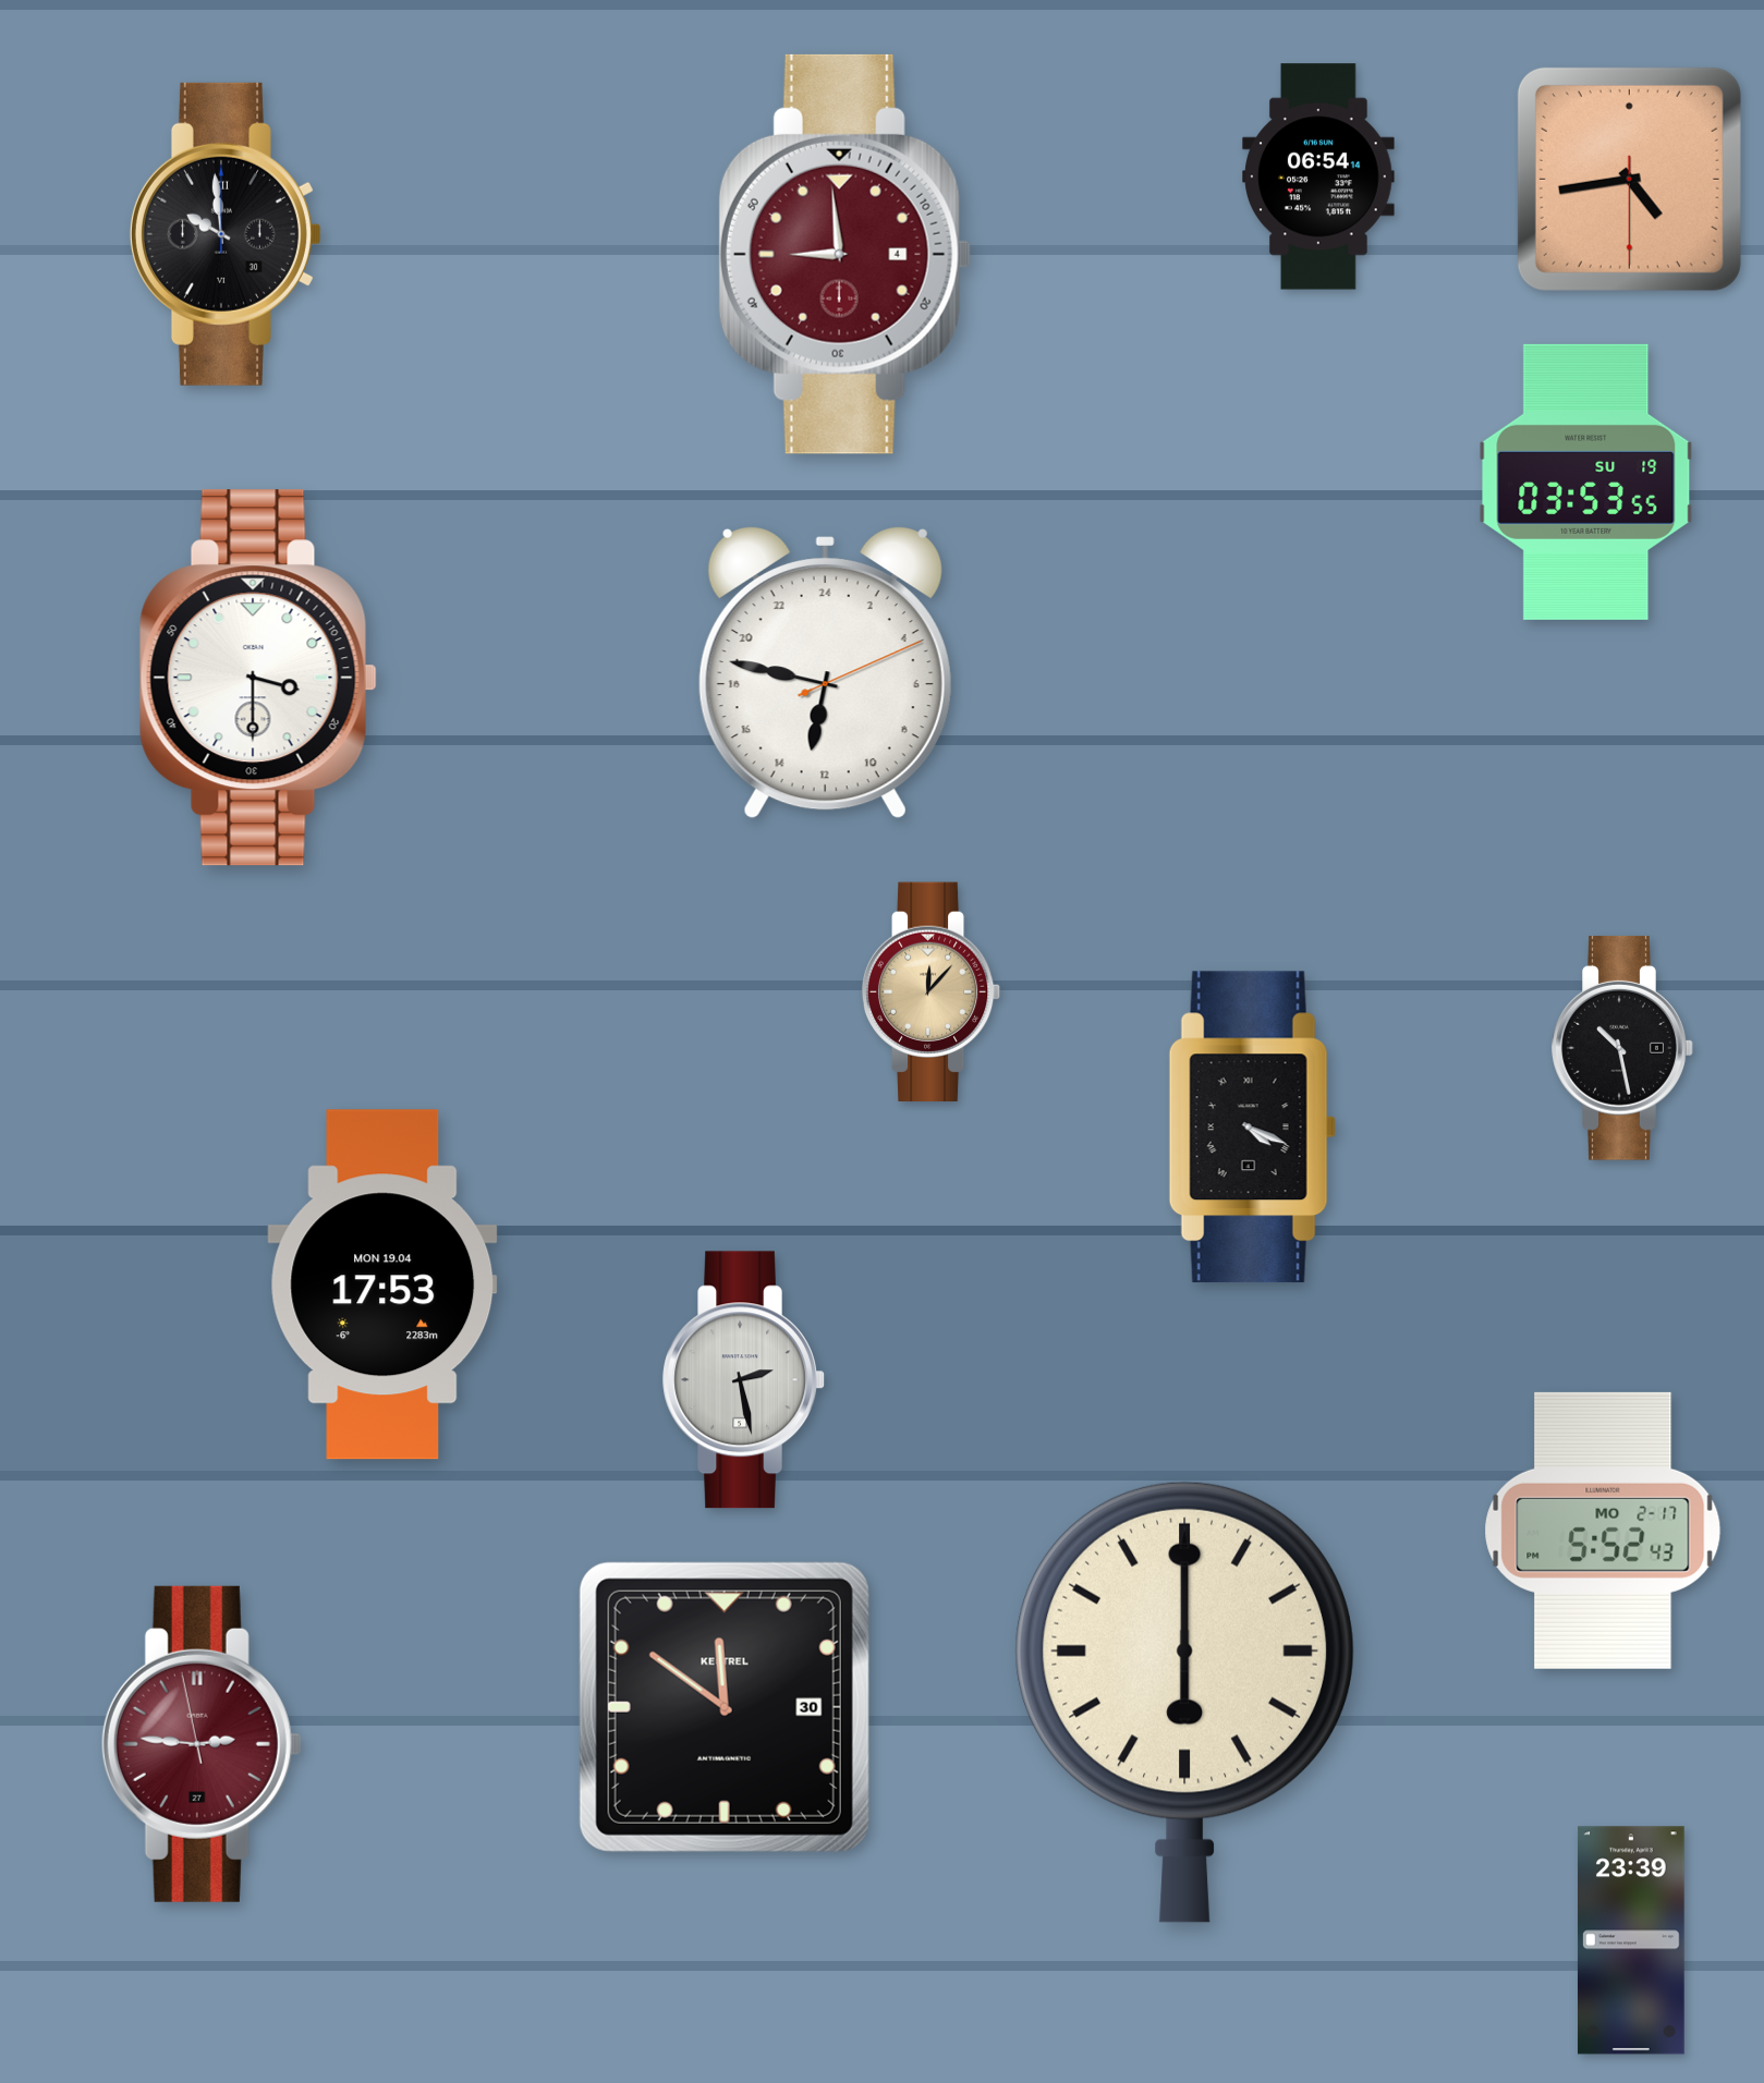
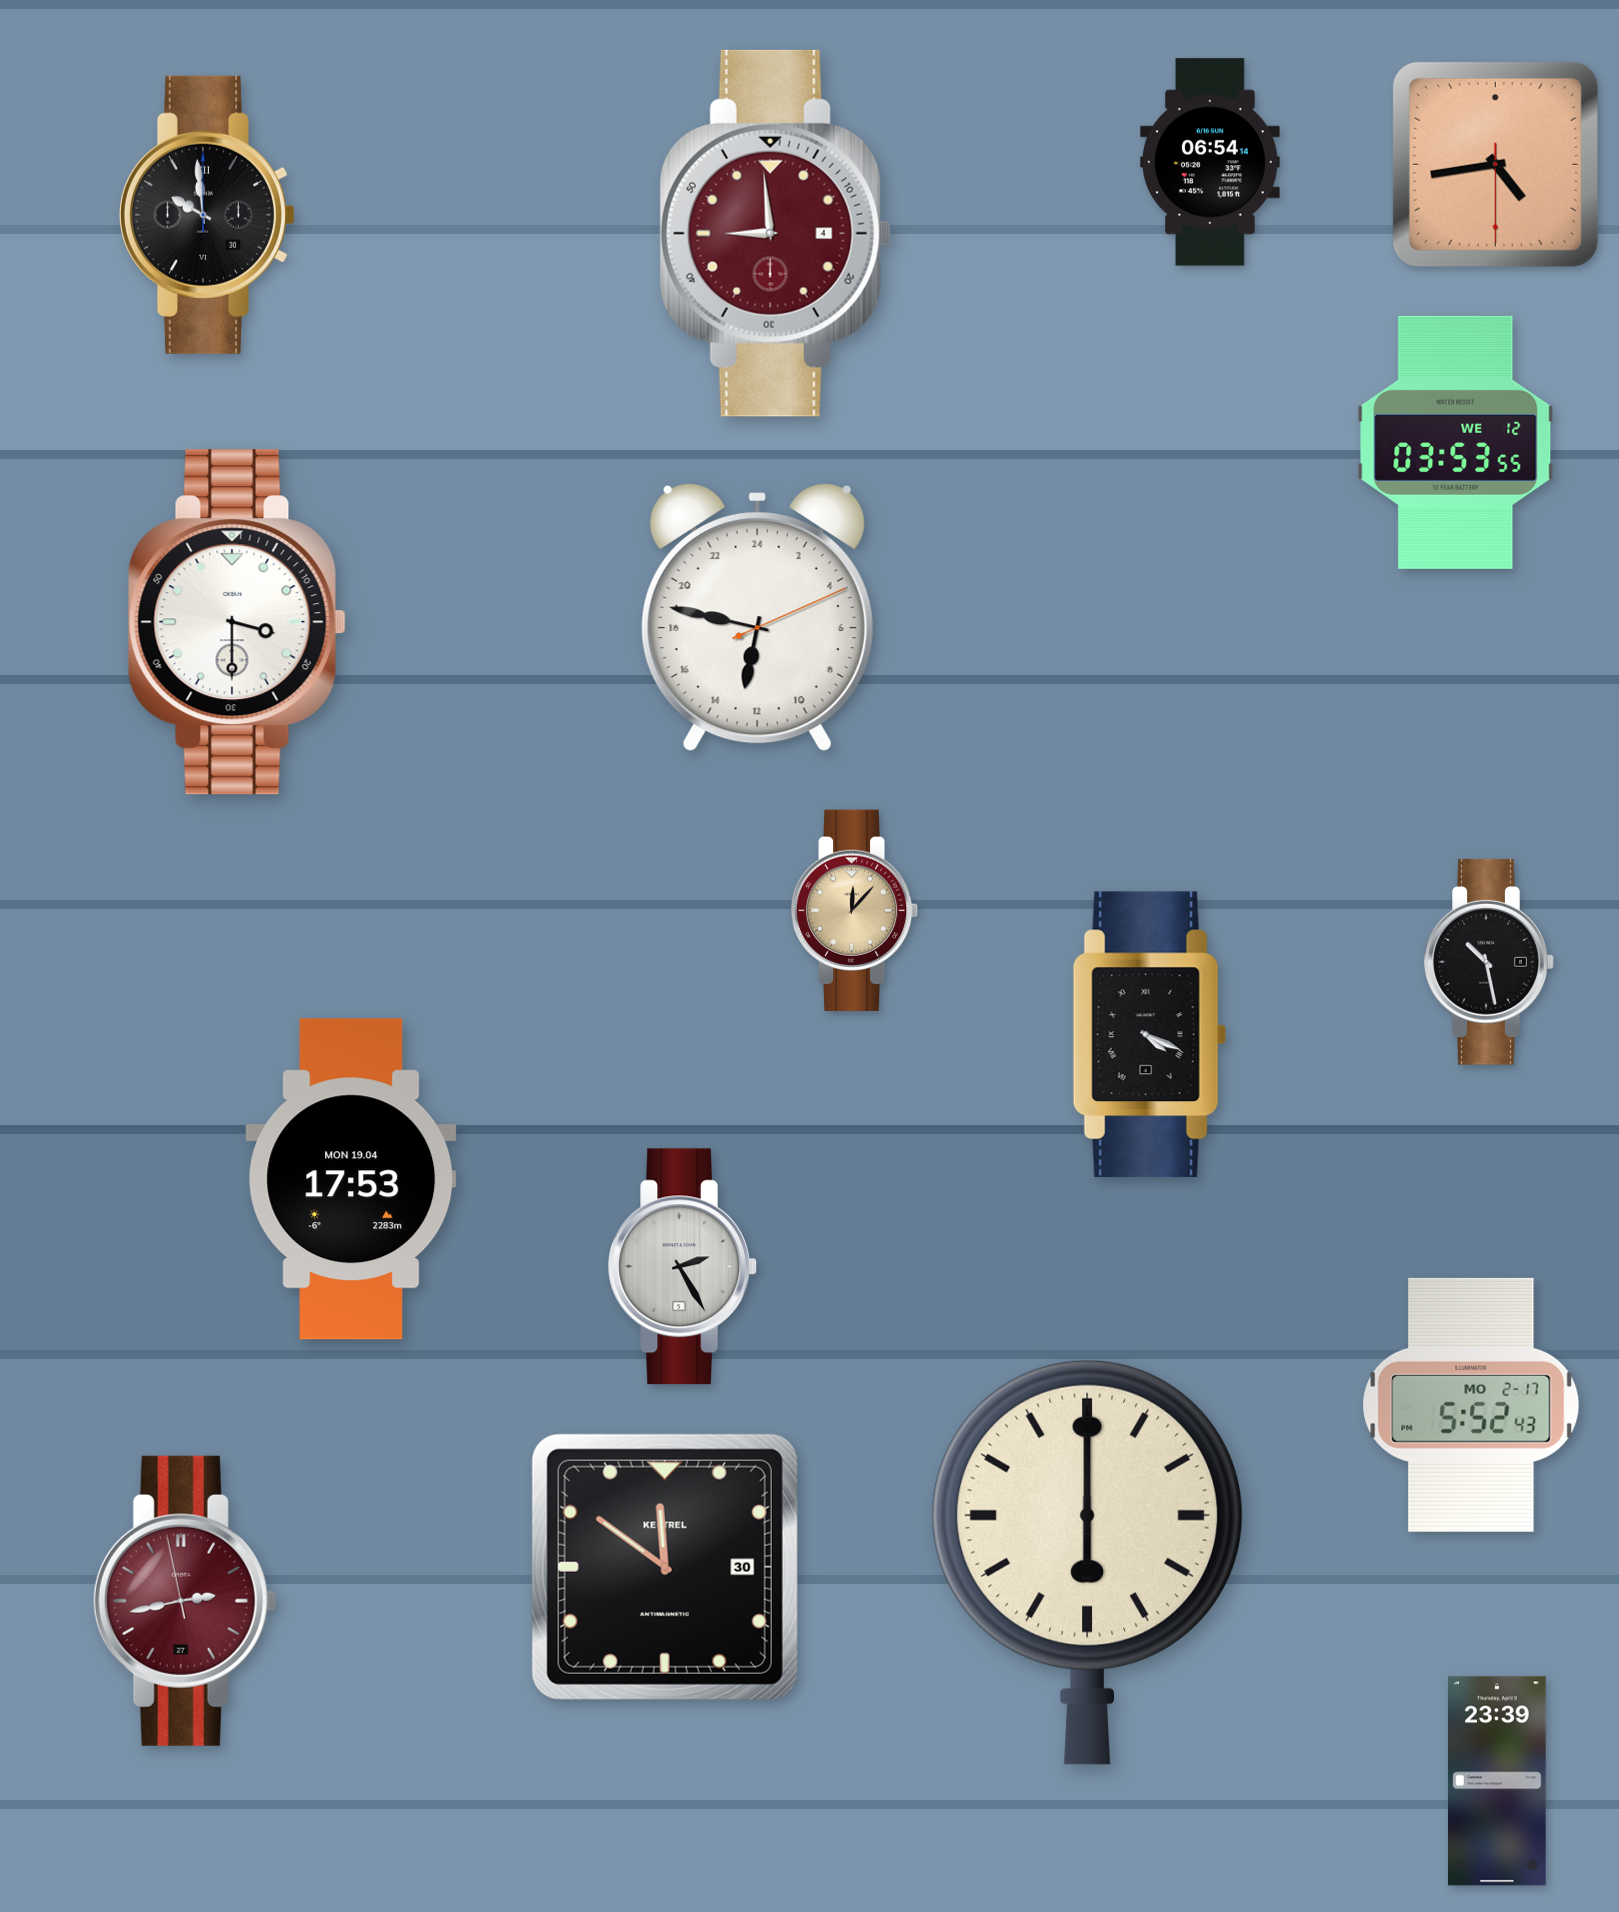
clock at (1586, 482) date: SU 19 -> WE 12
clock at (744, 1380): 2:28 -> 2:25
clock at (202, 1744): 2:45 -> 2:42
